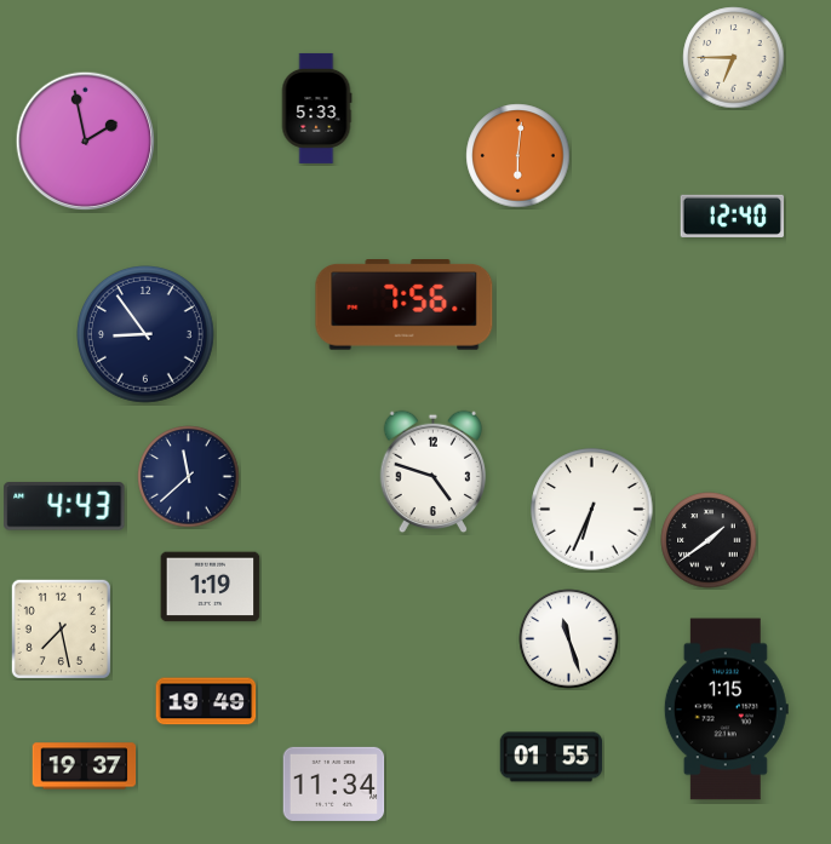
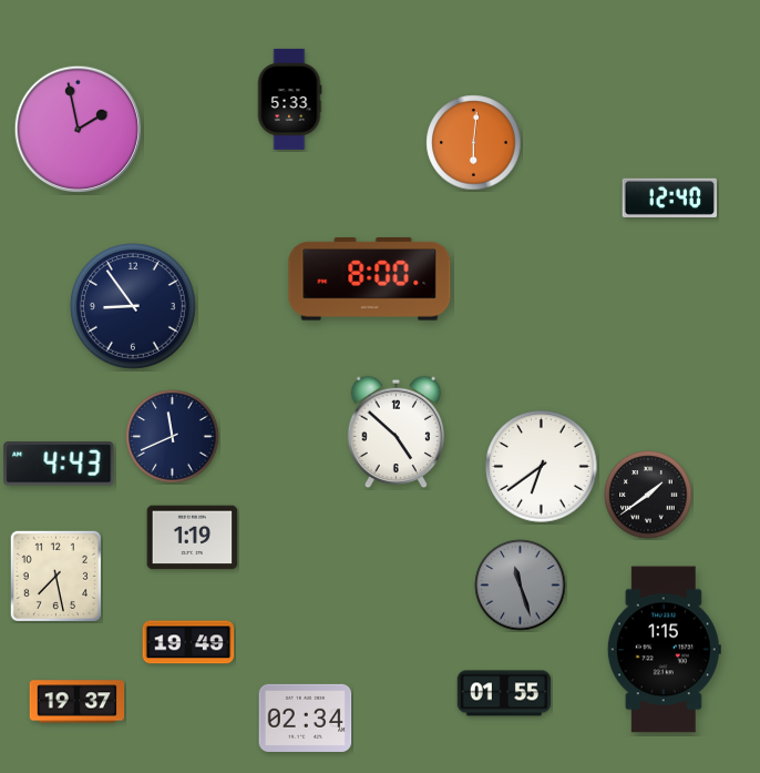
clock at (734, 58): 6:45 -> none
clock at (405, 305): 7:56 -> 8:00
clock at (434, 472): 4:48 -> 4:52
clock at (189, 477): 11:38 -> 11:41
clock at (592, 510): 6:34 -> 6:39
clock at (569, 639) dial: white -> grey
clock at (334, 783): 11:34 -> 02:34
